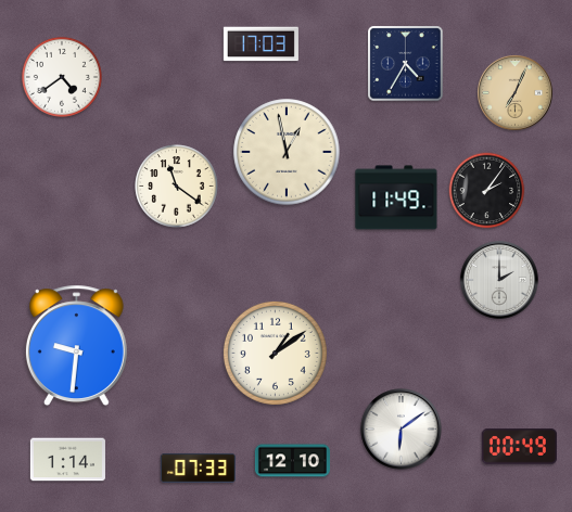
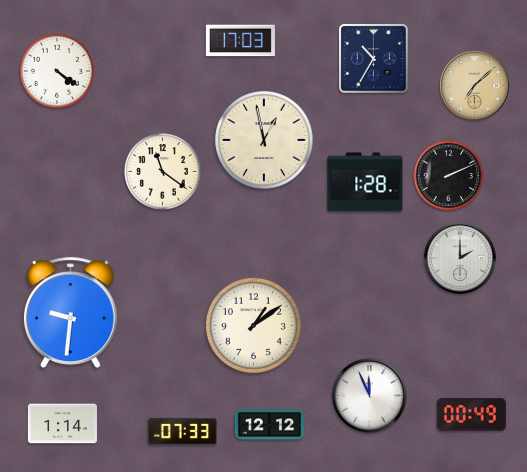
clock at (406, 64): 4:35 -> 10:35
clock at (62, 77): 4:39 -> 4:21
clock at (514, 92): 7:04 -> 7:08
clock at (487, 191): 2:06 -> 2:11
clock at (396, 197): 11:49 -> 1:28
clock at (76, 345) position: (76, 345) -> (70, 312)
clock at (402, 430): 6:09 -> 11:56
clock at (519, 447) position: (519, 447) -> (471, 415)
clock at (292, 461): 12:10 -> 12:12
